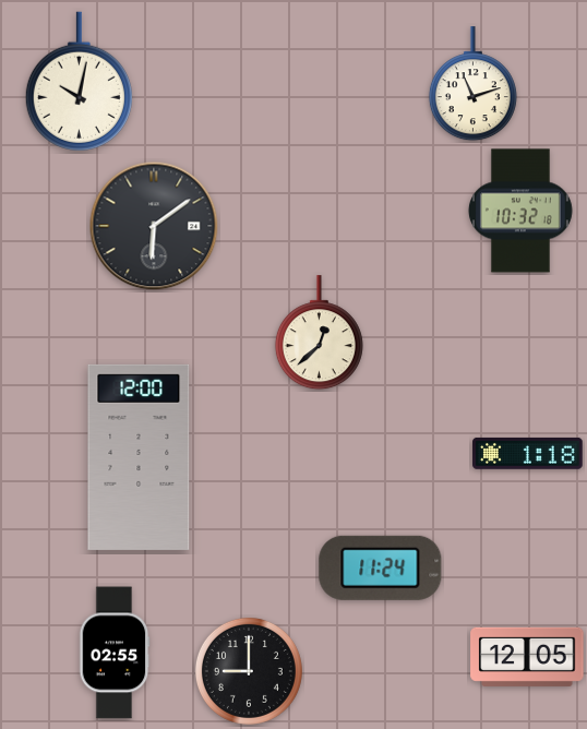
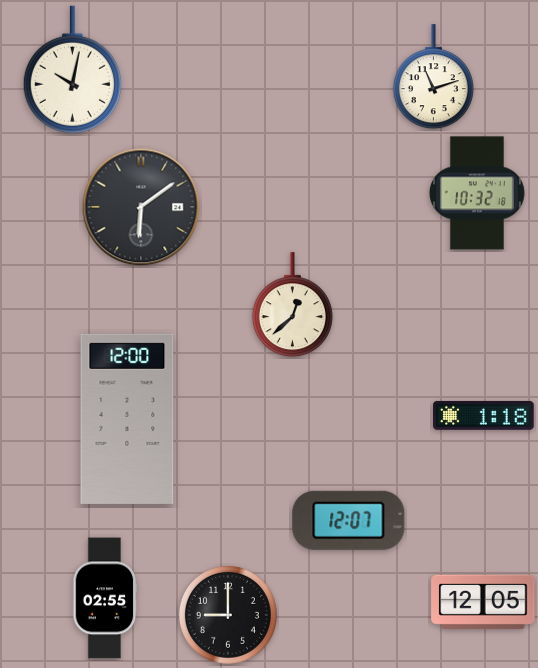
clock at (79, 82) position: (79, 82) -> (72, 70)
clock at (381, 567): 11:24 -> 12:07
